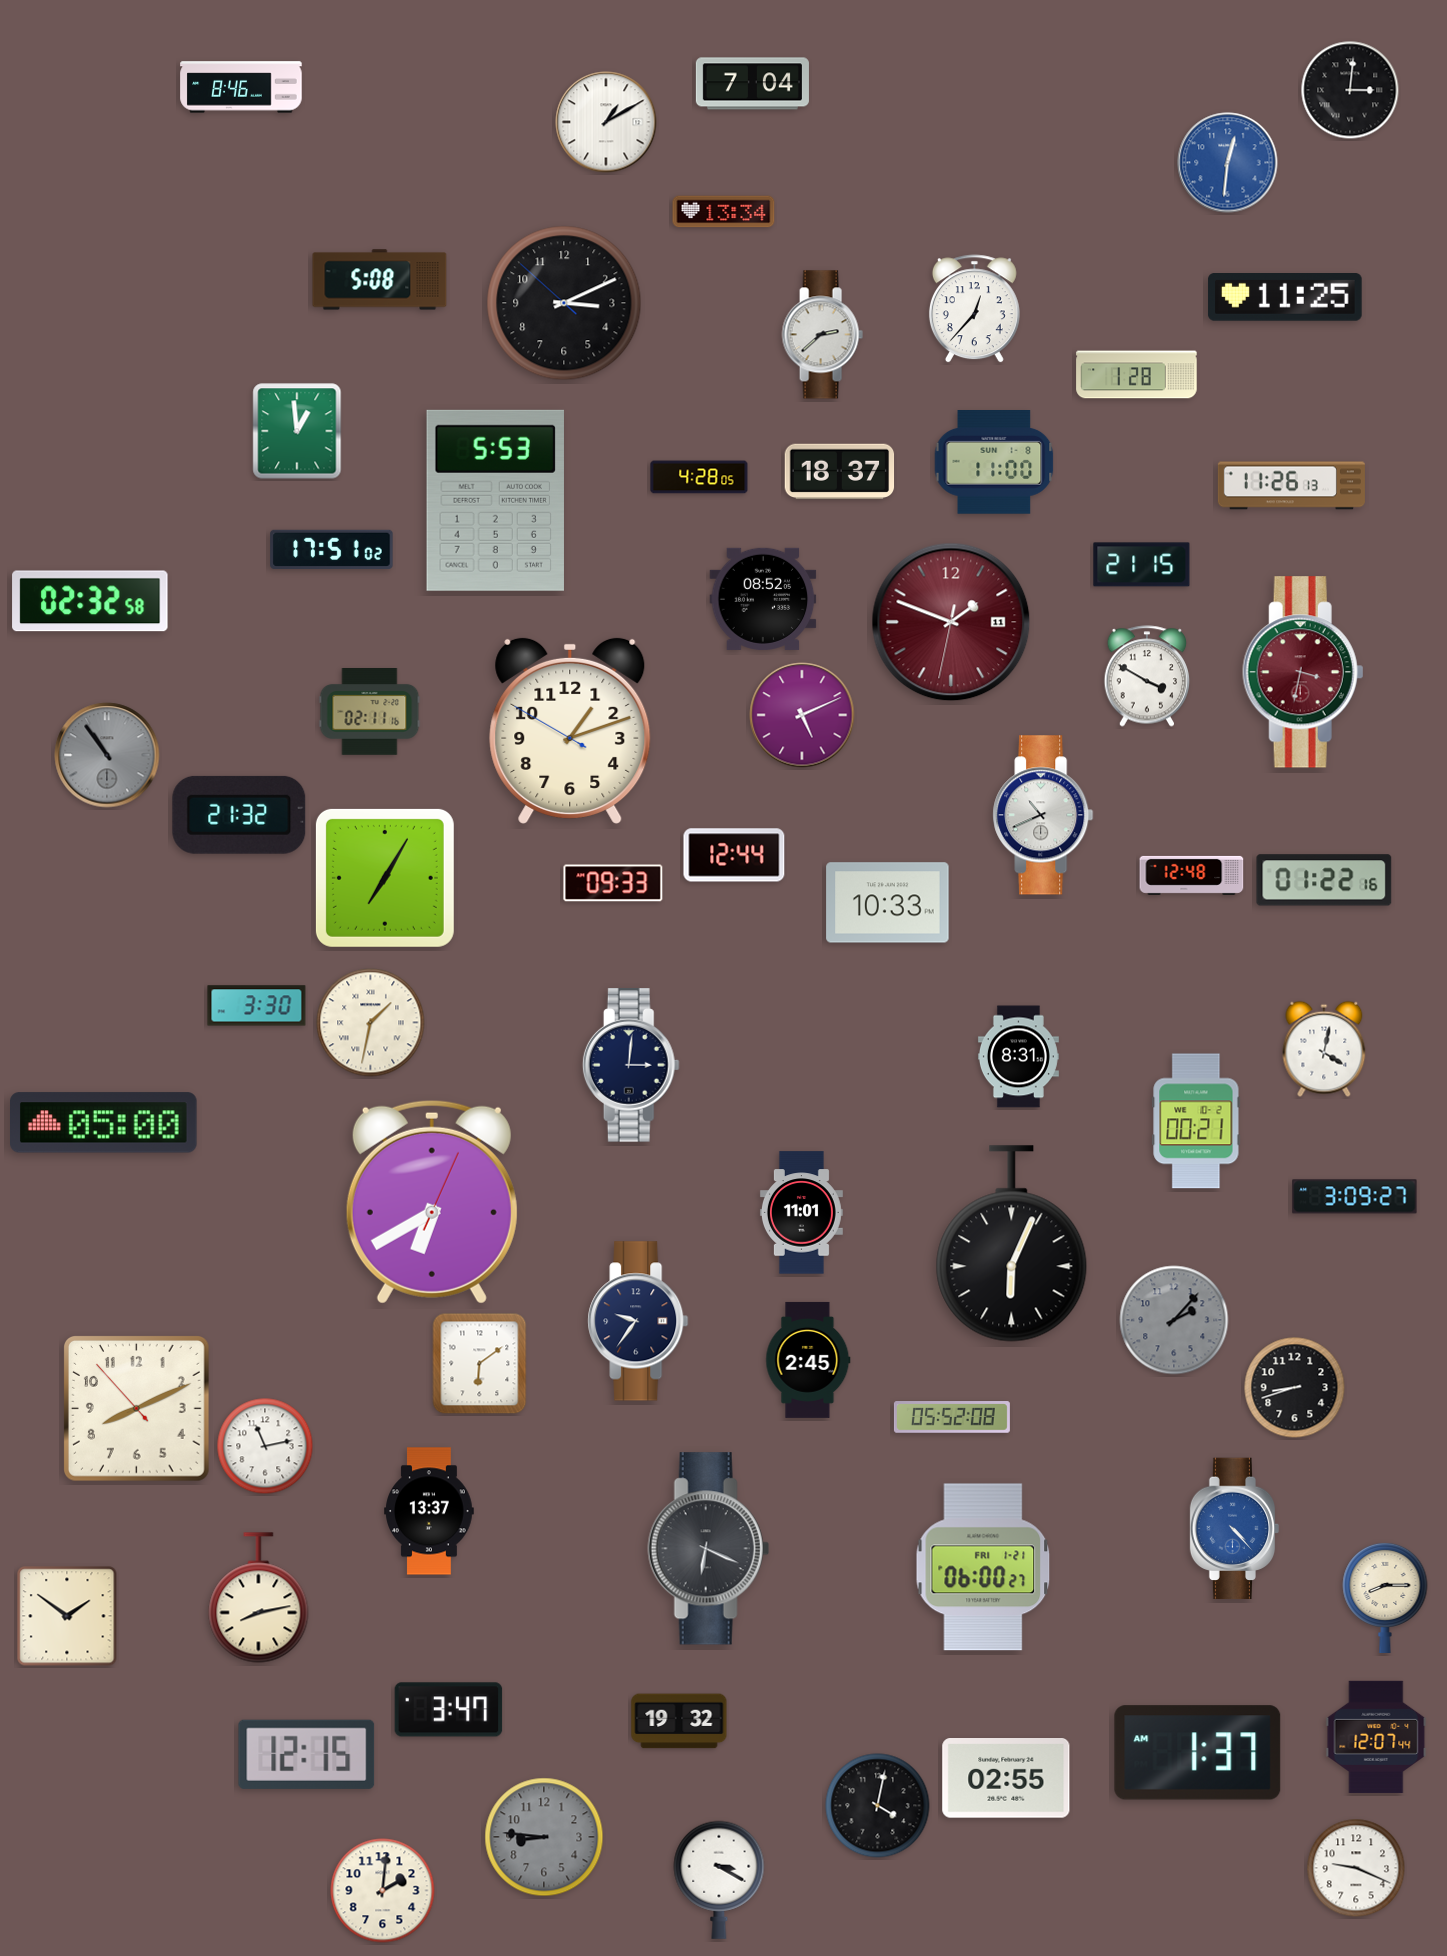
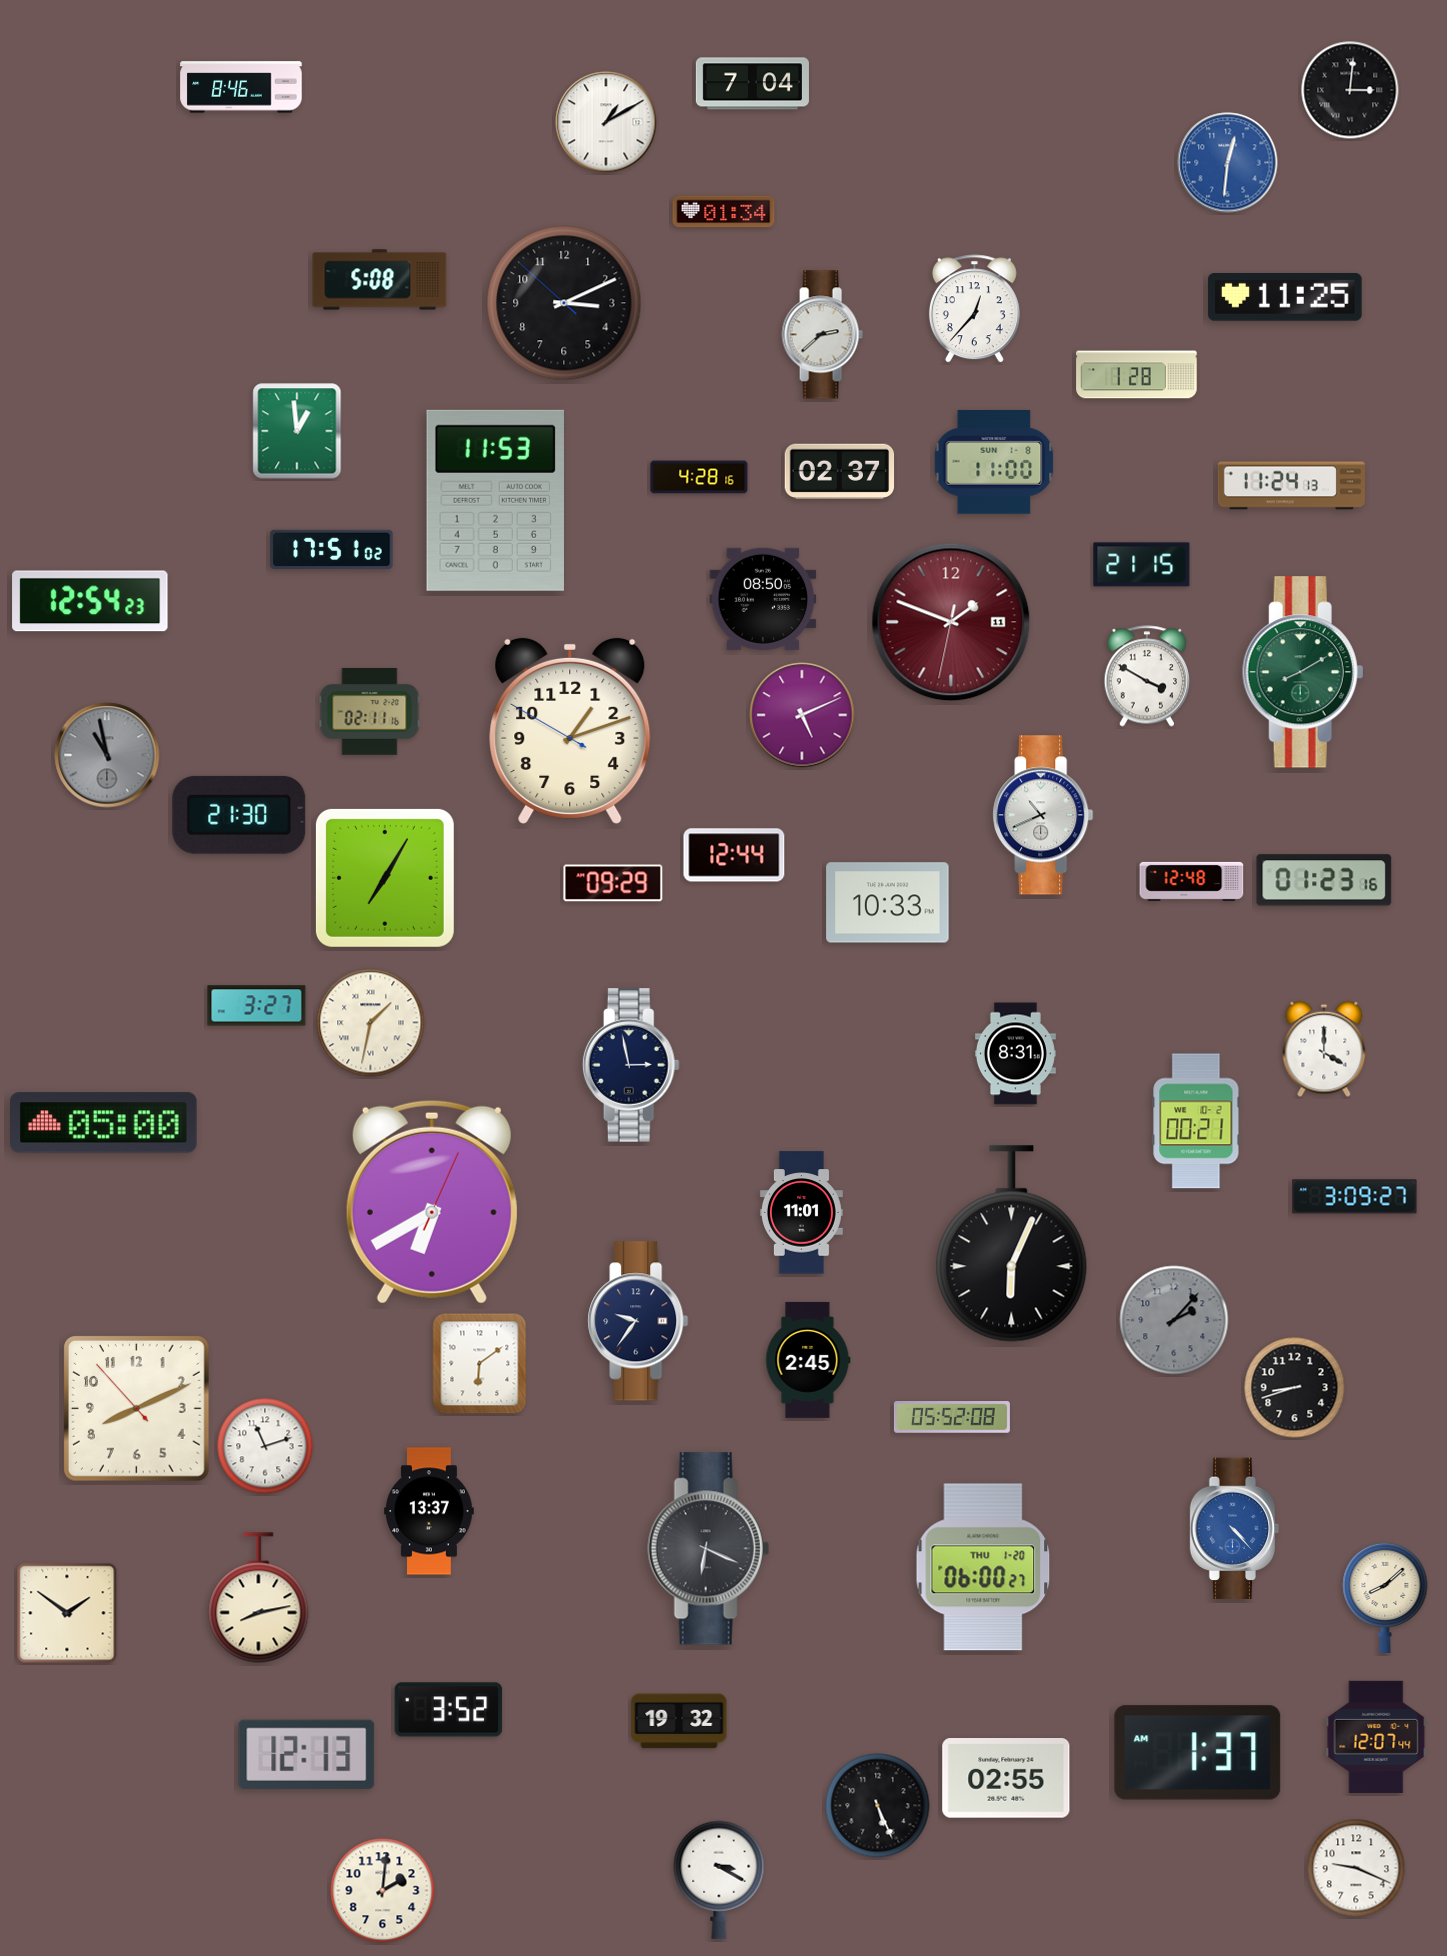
clock at (724, 212): 13:34 -> 01:34
clock at (840, 472): 18:37 -> 02:37
clock at (699, 477): 4:28:05 -> 4:28:16
clock at (1291, 486): 11:26 -> 11:24
clock at (495, 500): 5:53 -> 11:53
clock at (763, 599): 08:52 -> 08:50
clock at (90, 601): 02:32 -> 12:54
clock at (1303, 672): 3:32 -> 8:10
clock at (1303, 672) dial: burgundy -> green
clock at (107, 755): 10:54 -> 10:58
clock at (239, 815): 21:32 -> 21:30
clock at (1192, 875) position: (1192, 875) -> (1192, 881)
clock at (1324, 880): 01:22 -> 01:23
clock at (613, 883): 09:33 -> 09:29
clock at (257, 1006): 3:30 -> 3:27
clock at (1324, 1049): 4:02 -> 4:00
clock at (1018, 1057) position: (1018, 1057) -> (1015, 1054)
clock at (631, 1065): 3:01 -> 2:58
clock at (265, 1446): 11:13 -> 11:12
clock at (983, 1567) date: FRI 1-21 -> THU 1-20
clock at (1385, 1597): 8:15 -> 8:08
clock at (67, 1616) position: (67, 1616) -> (67, 1613)
clock at (449, 1710): 3:47 -> 3:52
clock at (307, 1754): 12:15 -> 12:13
clock at (878, 1806): 4:02 -> 5:26
clock at (544, 1837): 8:46 -> none
